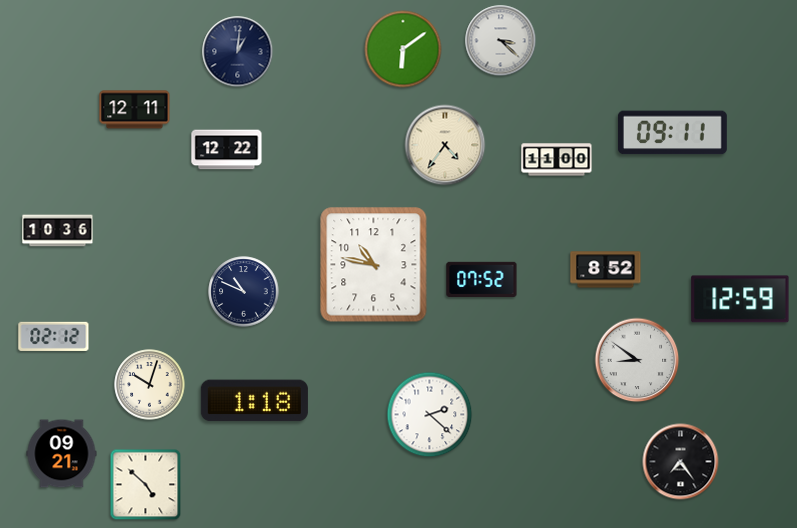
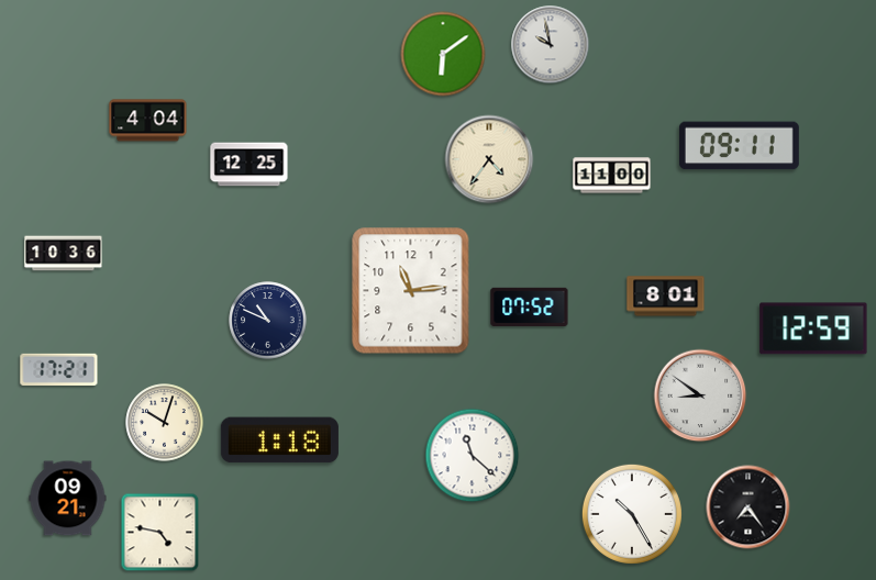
clock at (501, 41): 3:22 -> 9:58
clock at (238, 52): 1:01 -> none
clock at (135, 110): 12:11 -> 4:04
clock at (227, 150): 12:22 -> 12:25
clock at (374, 265): 10:47 -> 11:14
clock at (606, 270): 8:52 -> 8:01
clock at (54, 336): 02:12 -> 17:21
clock at (430, 415): 2:22 -> 11:22
clock at (632, 514): none -> 10:25
clock at (146, 485): 4:52 -> 4:47
